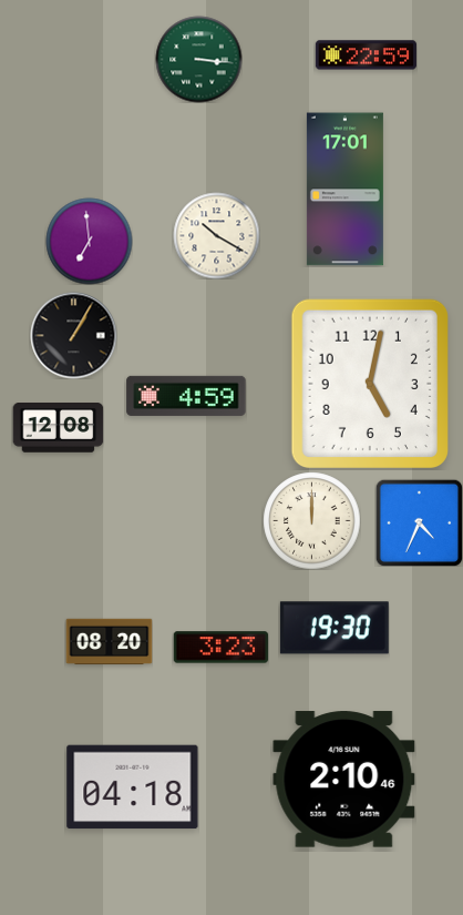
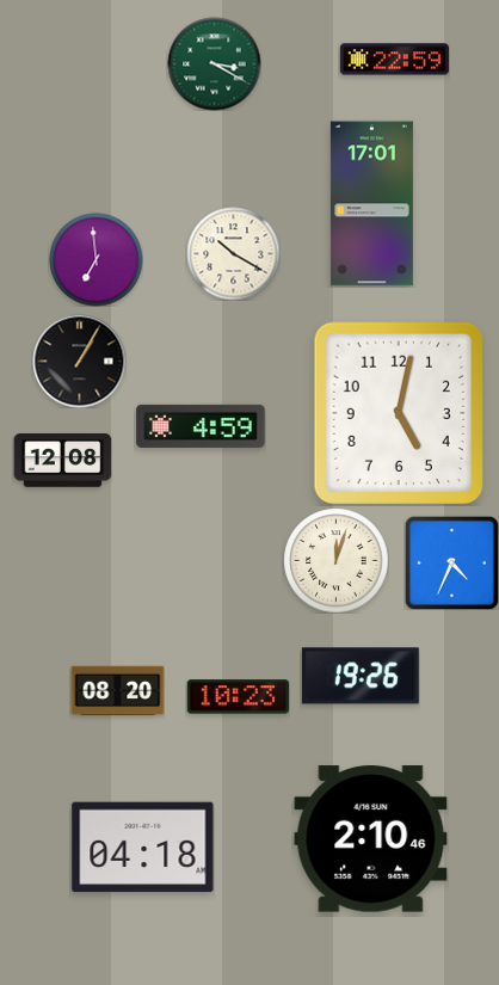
clock at (198, 59): 3:16 -> 3:20
clock at (311, 520): 12:00 -> 12:03
clock at (335, 628): 19:30 -> 19:26
clock at (220, 648): 3:23 -> 10:23
